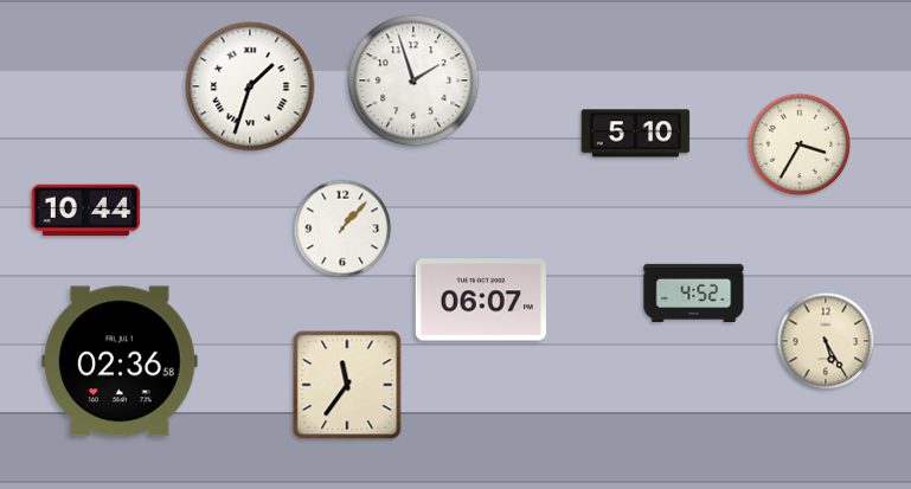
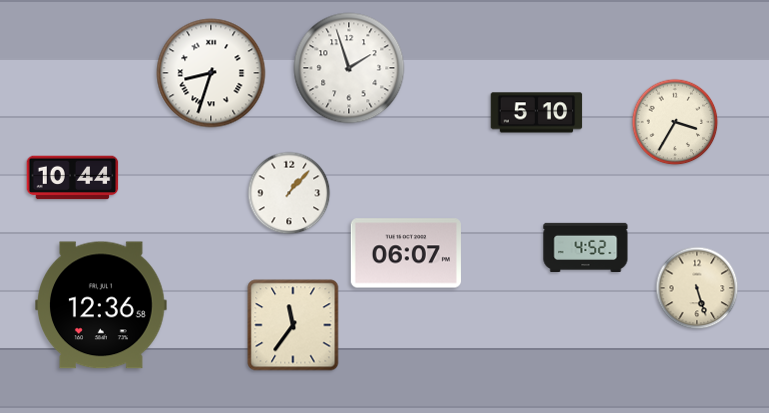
clock at (250, 86): 1:33 -> 8:33
clock at (826, 341): 5:25 -> 5:27
clock at (120, 361): 02:36 -> 12:36
